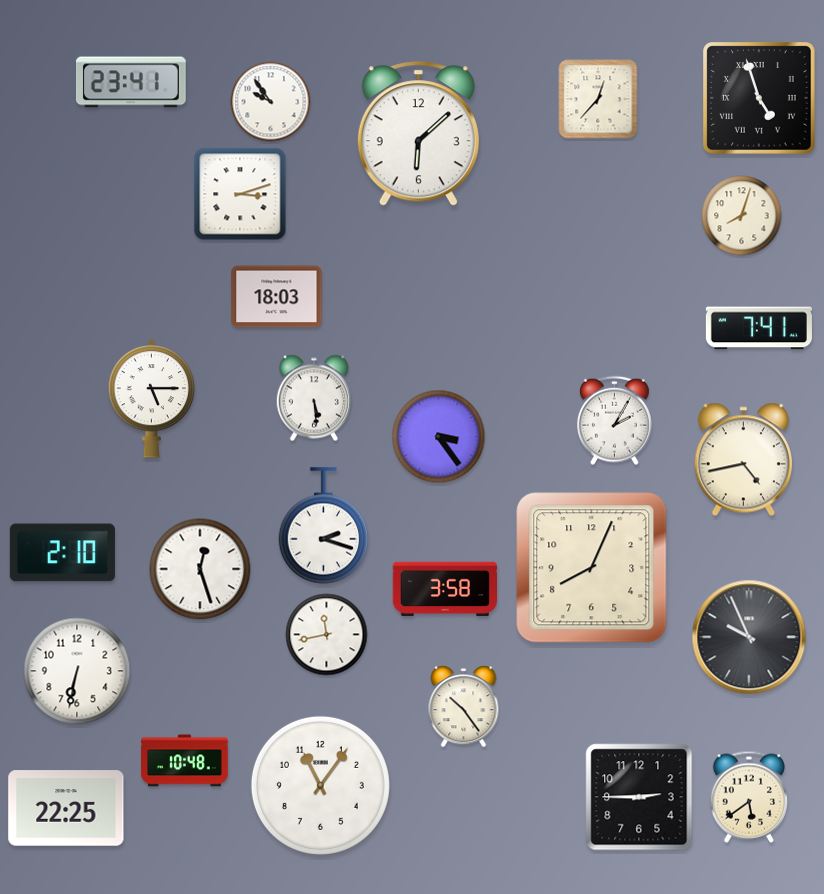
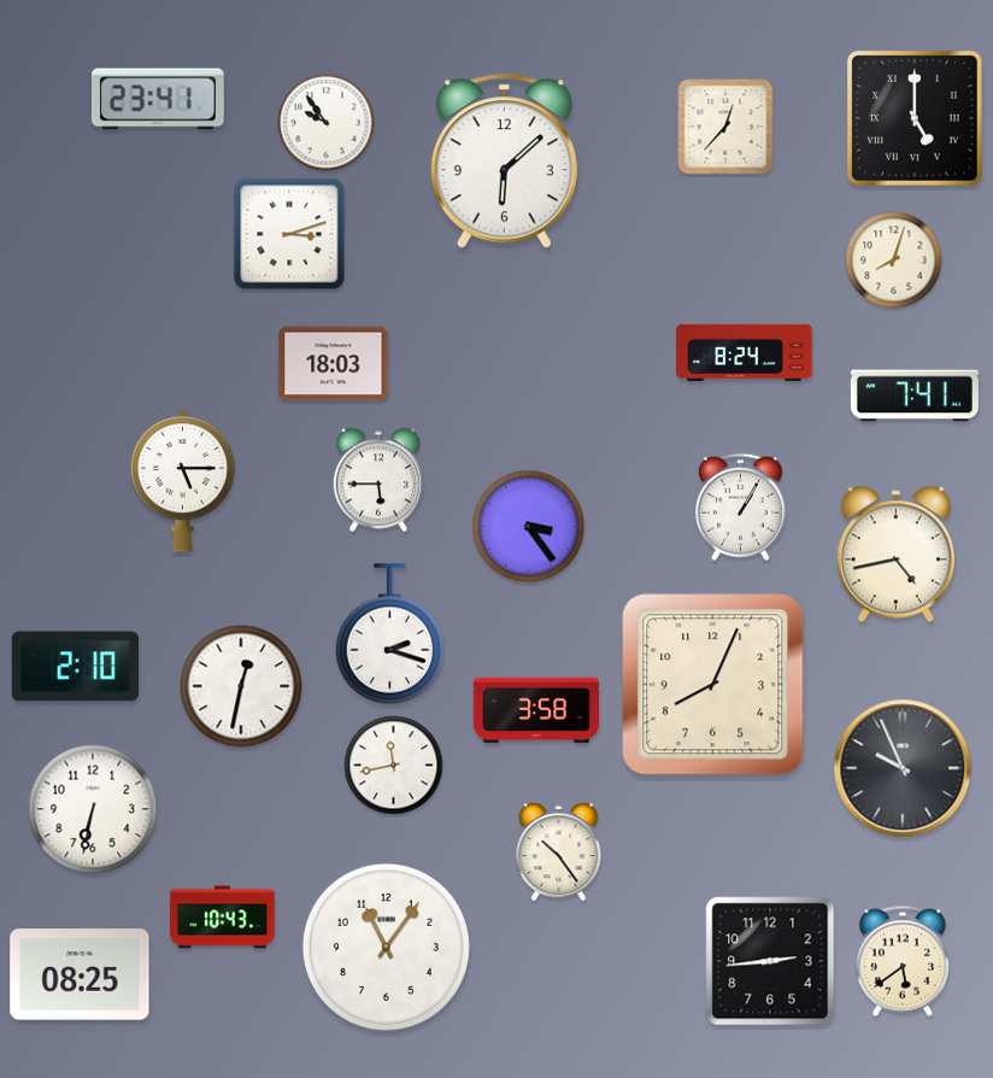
clock at (598, 99) position: (598, 99) -> (725, 127)
clock at (760, 99): 4:57 -> 5:00
clock at (745, 352): none -> 8:24
clock at (277, 297) position: (277, 297) -> (334, 364)
clock at (313, 398): 5:29 -> 5:45
clock at (614, 421): 2:05 -> 1:05
clock at (200, 569): 12:27 -> 12:32
clock at (185, 761): 10:48 -> 10:43
clock at (639, 797): 2:45 -> 2:44
clock at (66, 808): 22:25 -> 08:25
